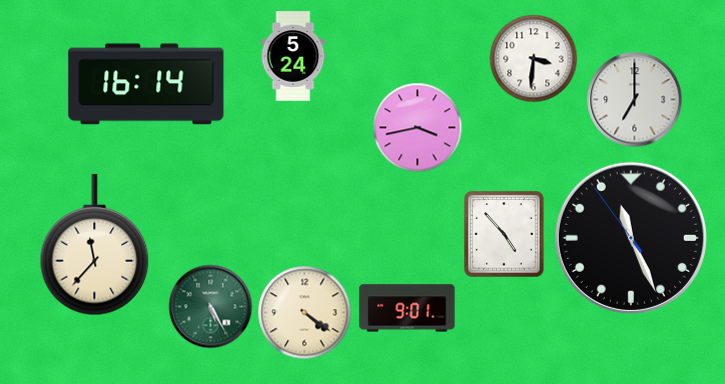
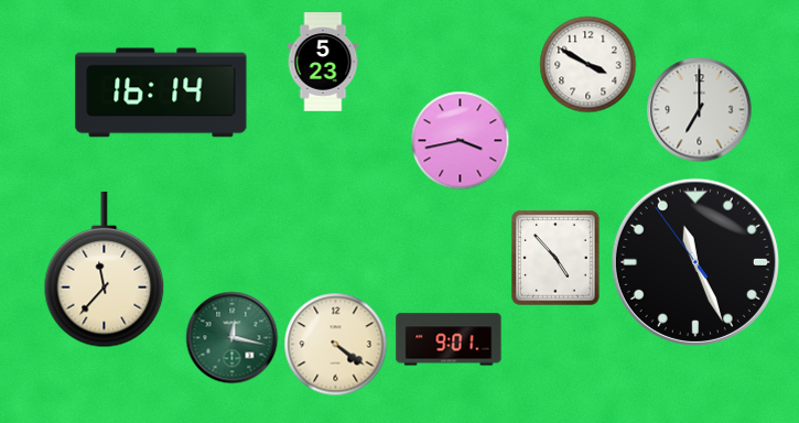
clock at (293, 56): 5:24 -> 5:23
clock at (533, 58): 3:31 -> 3:50
clock at (210, 306): 5:25 -> 12:17
